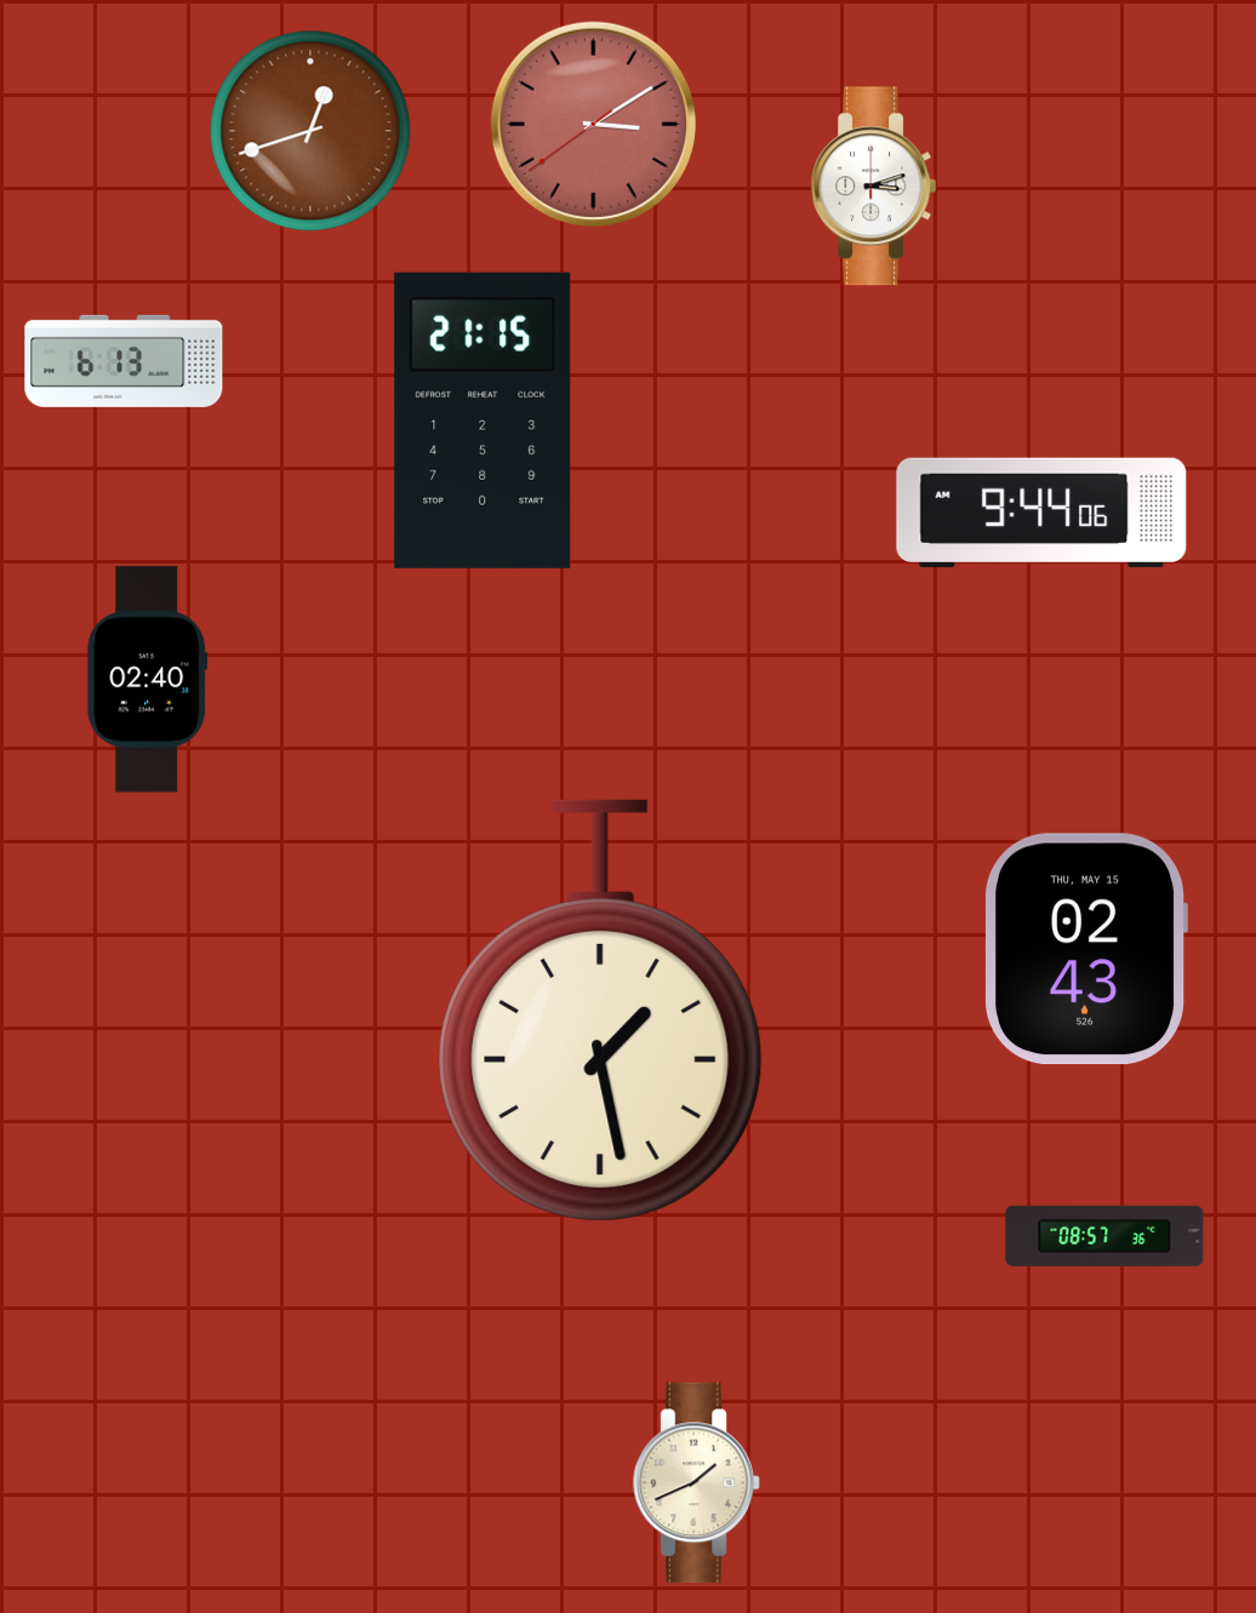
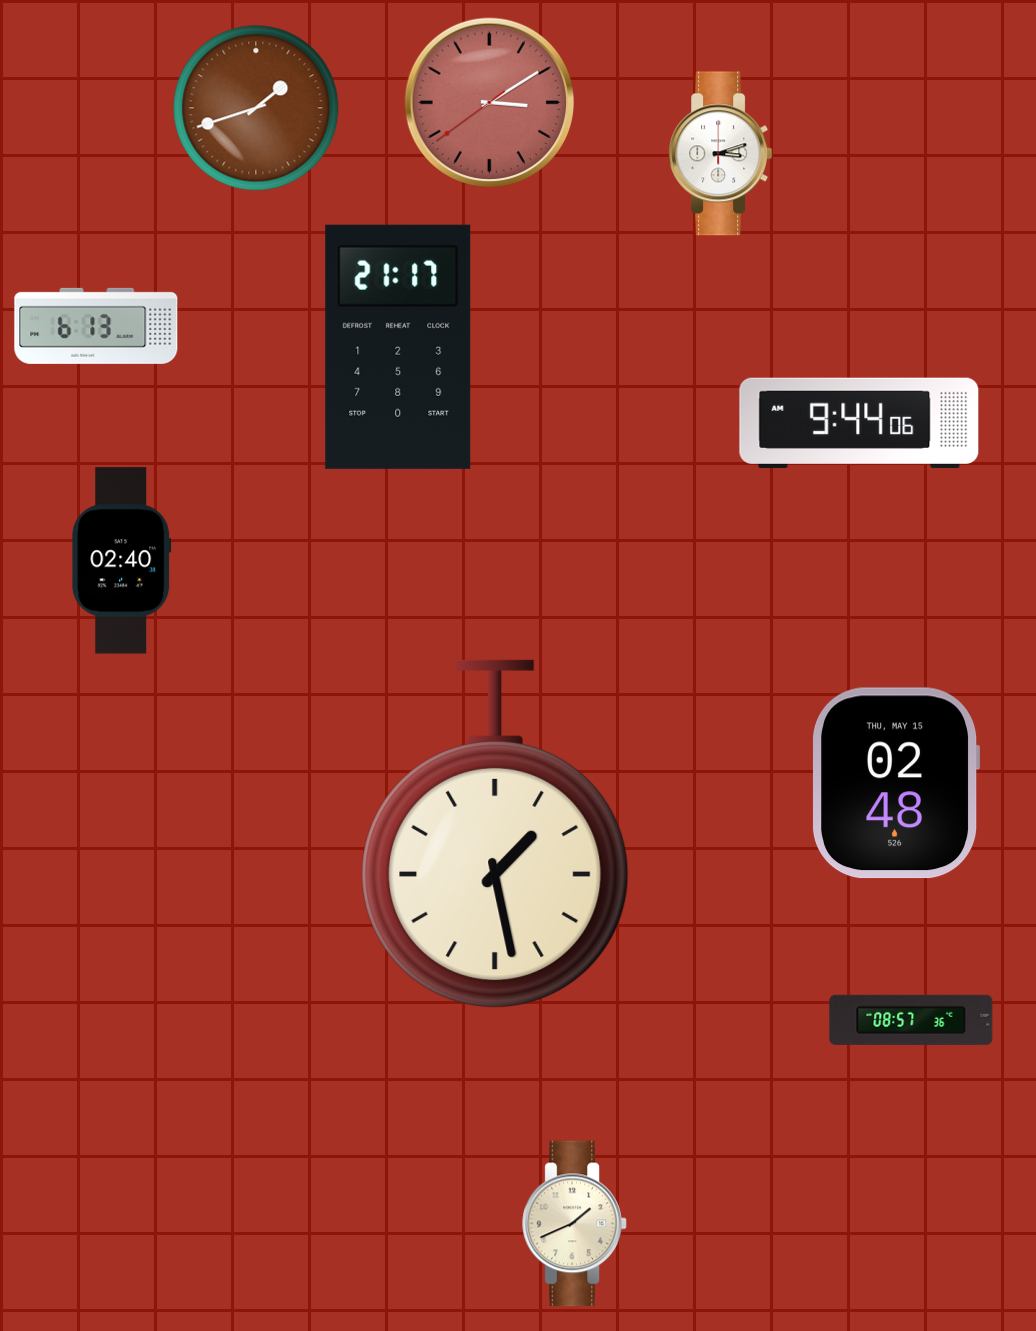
clock at (310, 131): 12:42 -> 1:42
clock at (124, 361) position: (124, 361) -> (96, 326)
clock at (483, 421): 21:15 -> 21:17
clock at (1086, 949): 02:43 -> 02:48
